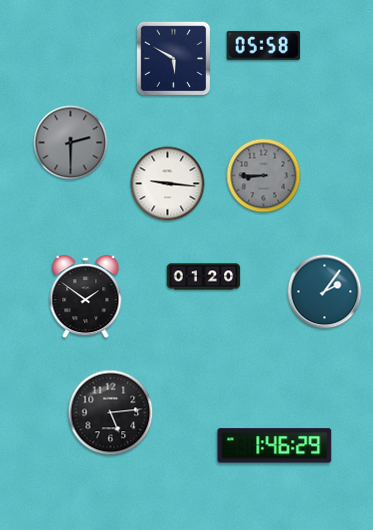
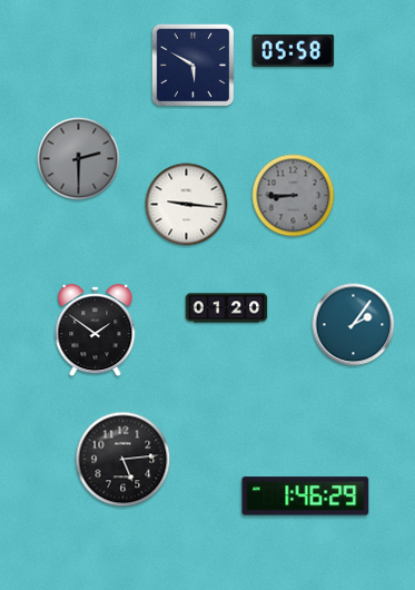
clock at (325, 292) position: (325, 292) -> (354, 325)
